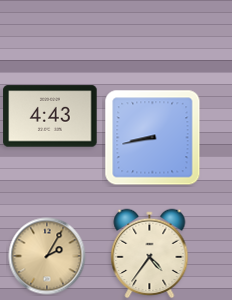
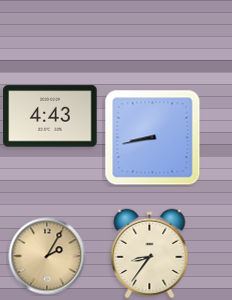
clock at (150, 254): 4:36 -> 8:36
